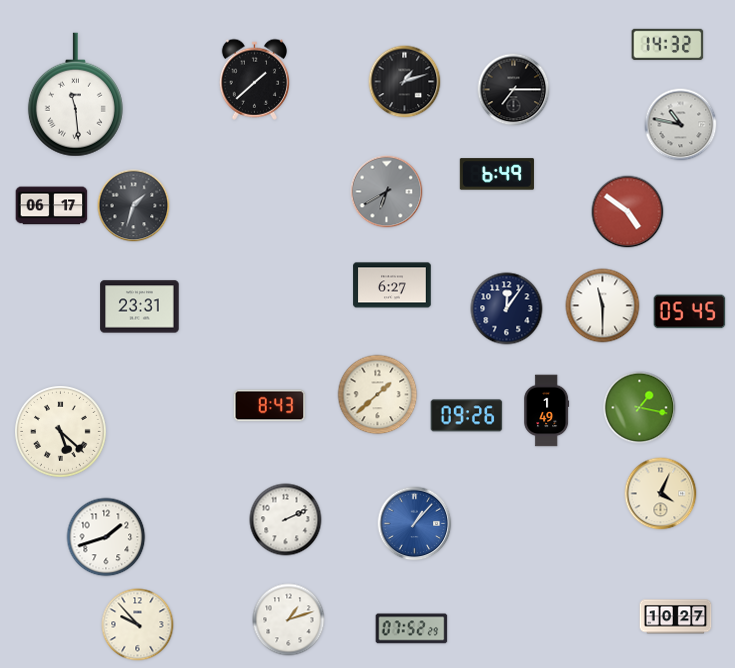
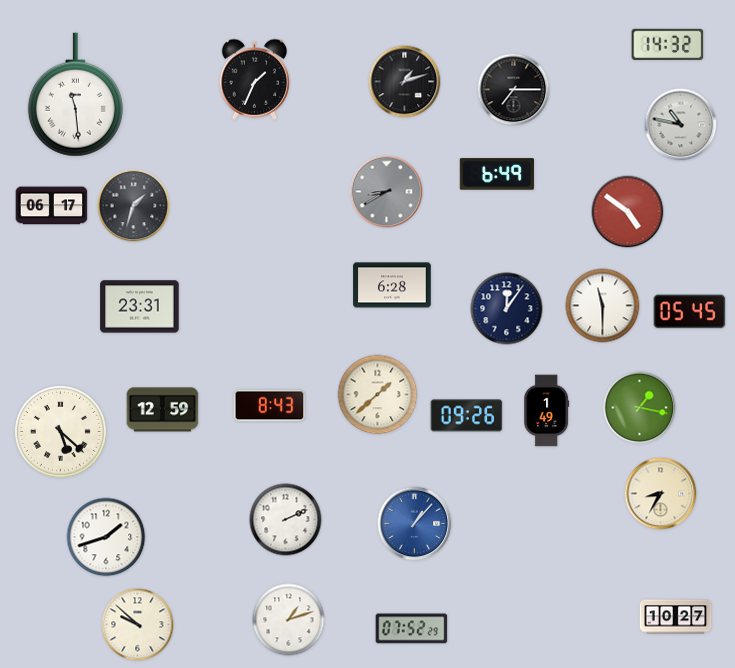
clock at (254, 79): 1:38 -> 1:34
clock at (387, 192): 6:40 -> 8:40
clock at (392, 285): 6:27 -> 6:28
clock at (163, 410): none -> 12:59
clock at (661, 494): 4:04 -> 8:35
clock at (138, 625): 9:53 -> 9:52
